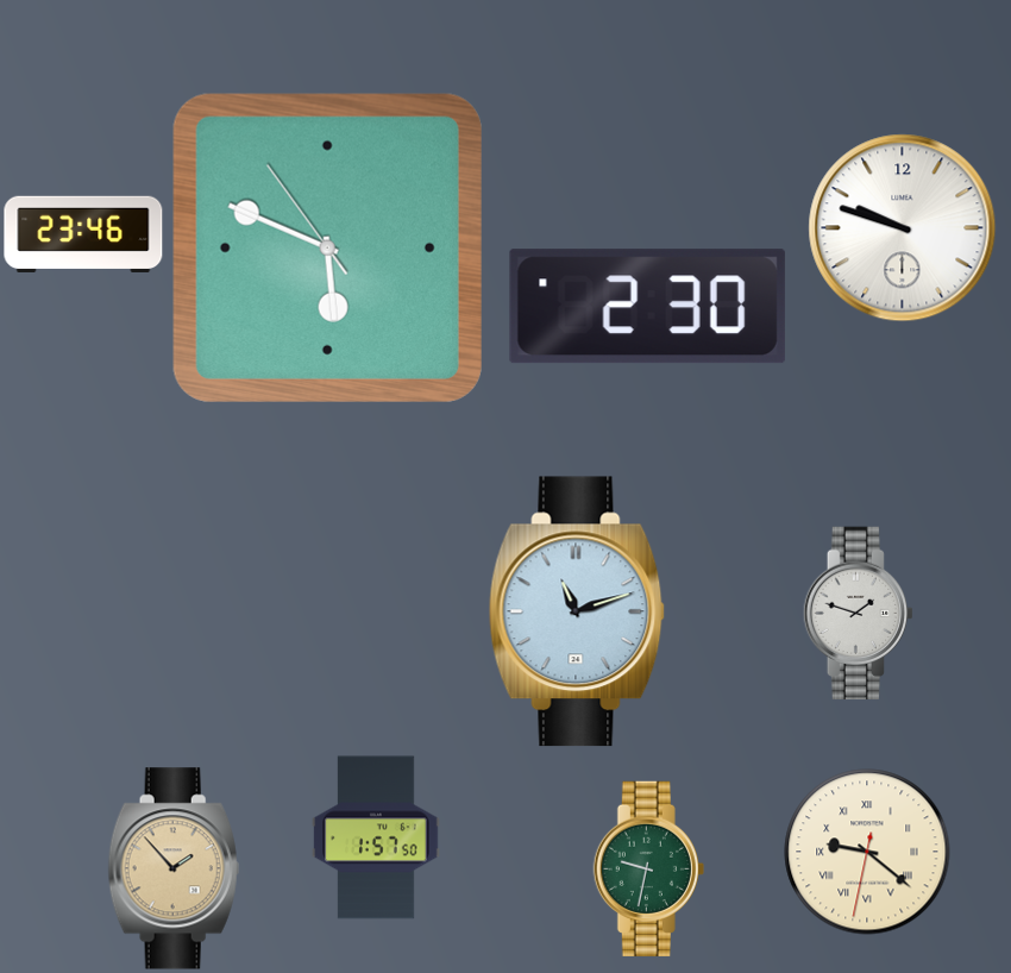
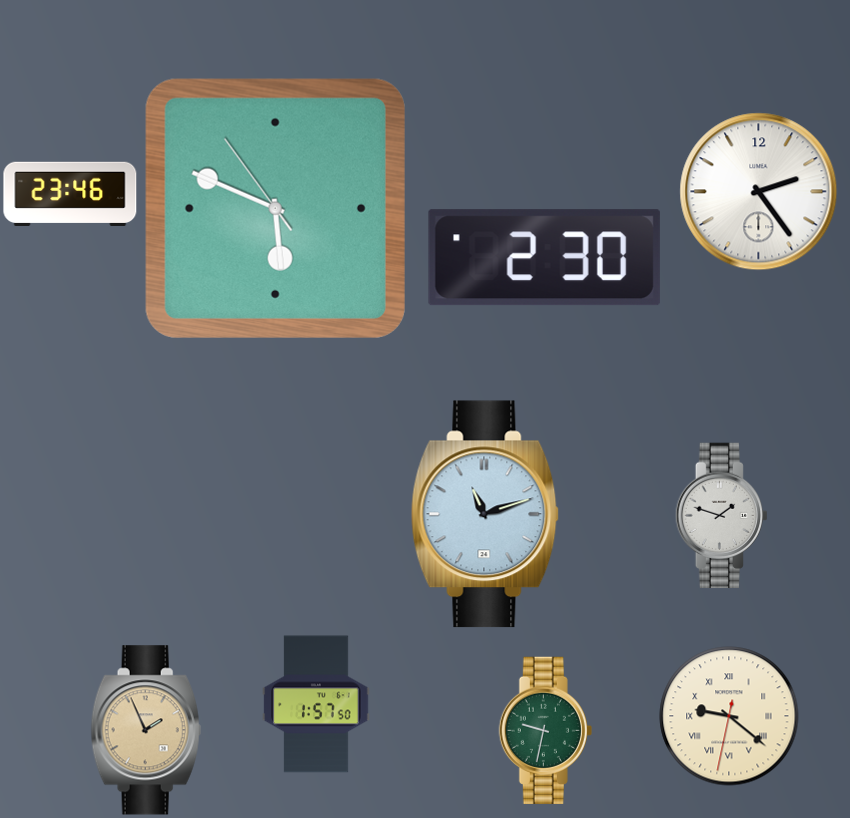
clock at (903, 228): 9:48 -> 2:24
clock at (83, 234) position: (83, 234) -> (70, 194)
clock at (174, 868): 1:53 -> 1:56
